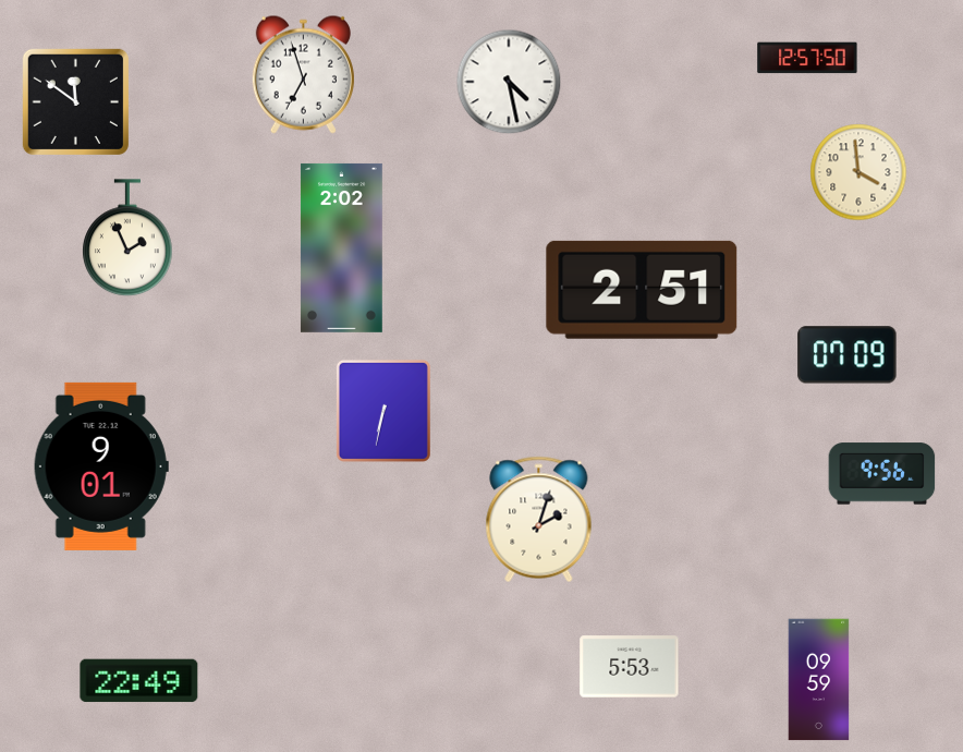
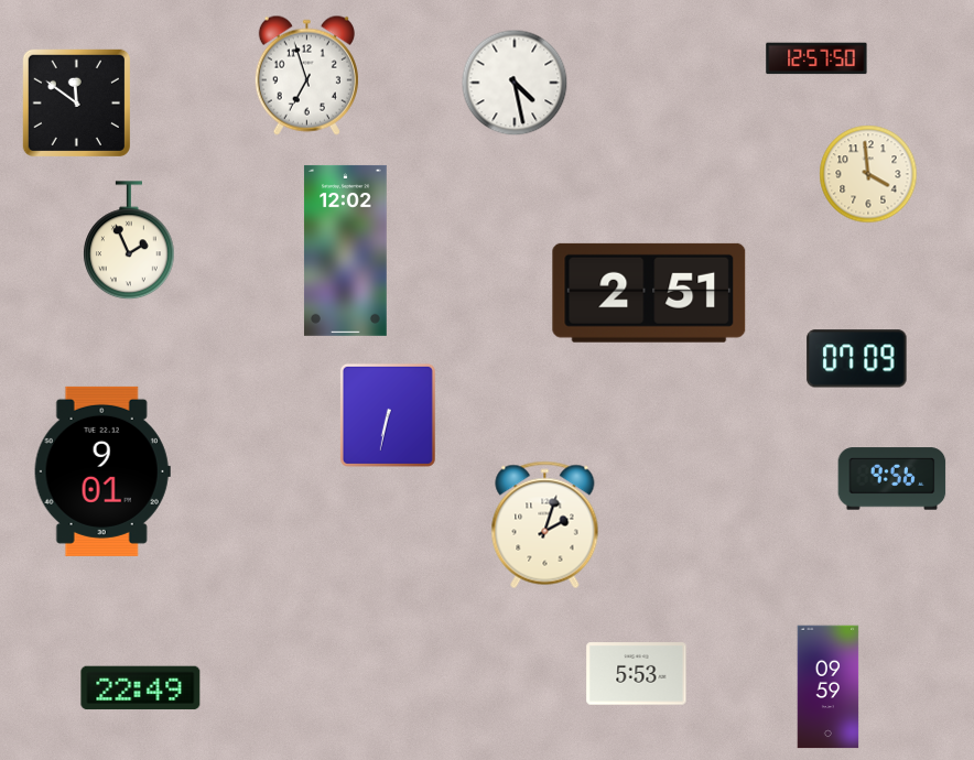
clock at (341, 247): 2:02 -> 12:02
